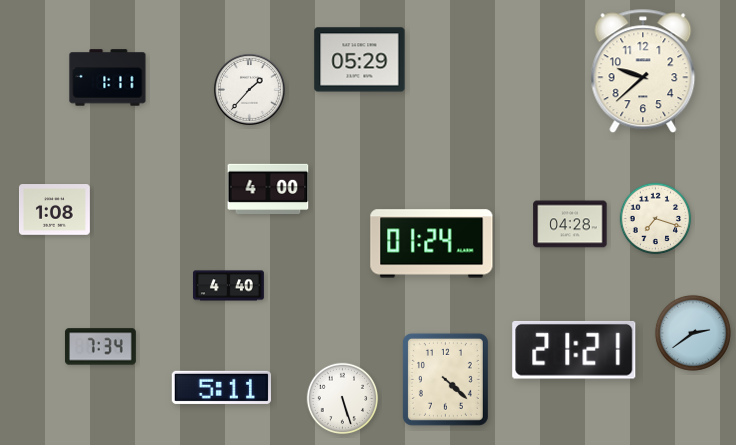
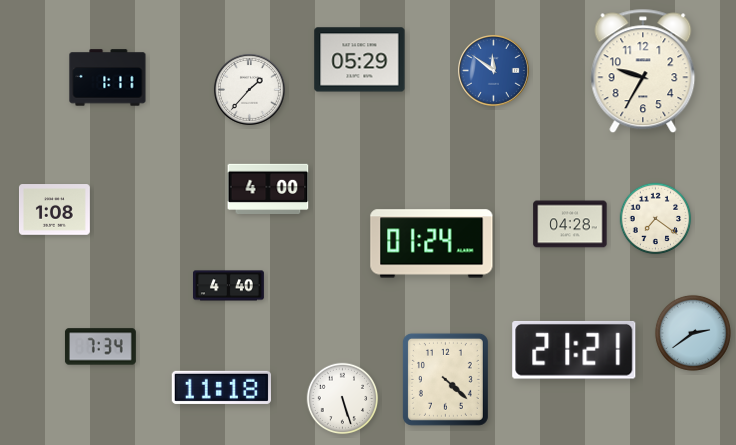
clock at (493, 70): none -> 11:51
clock at (643, 71): 9:38 -> 9:35
clock at (656, 219): 7:18 -> 7:21
clock at (221, 387): 5:11 -> 11:18
